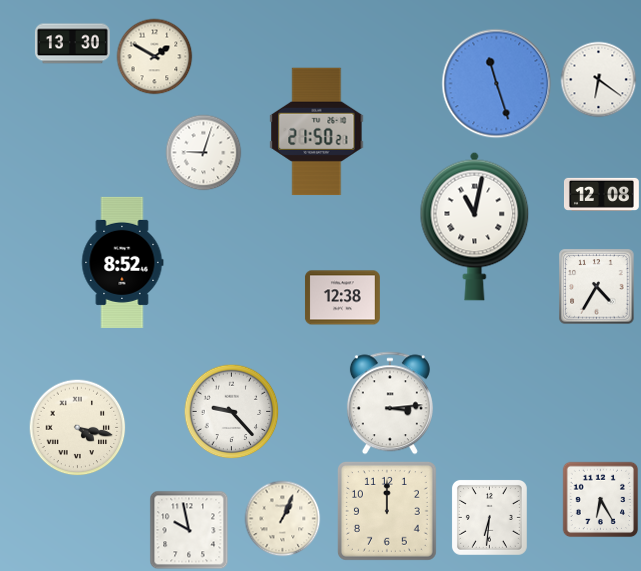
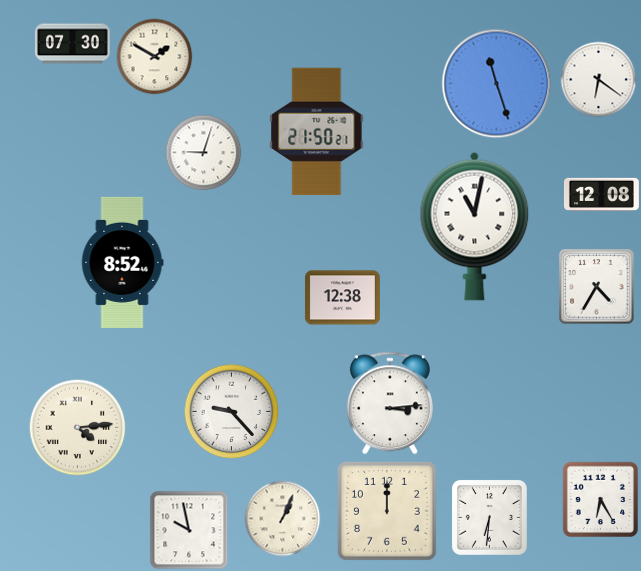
clock at (72, 44): 13:30 -> 07:30
clock at (78, 428): 4:17 -> 4:14
